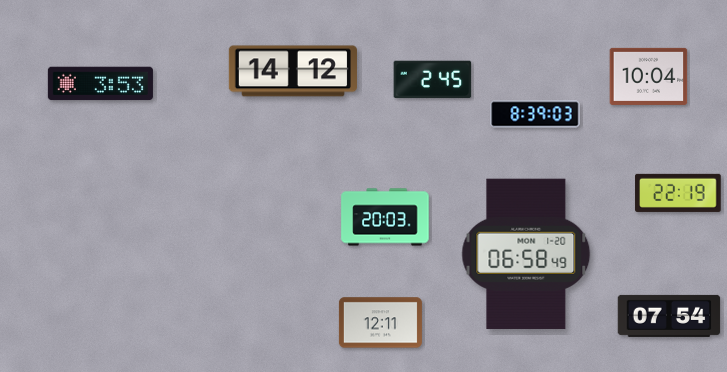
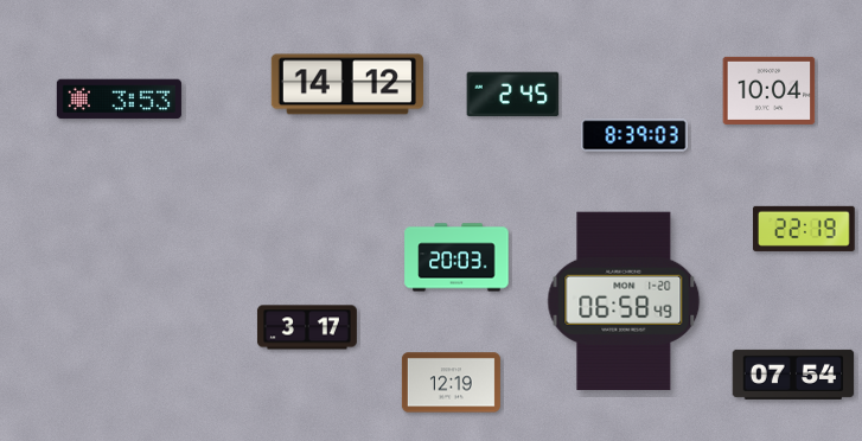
clock at (307, 327): none -> 3:17
clock at (380, 323): 12:11 -> 12:19
